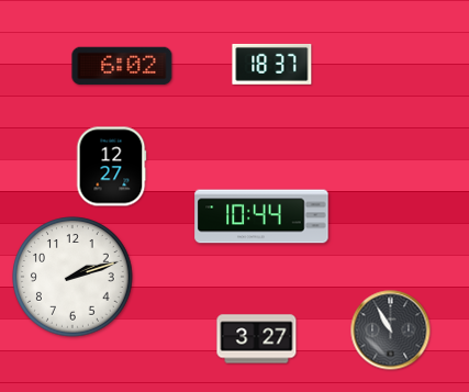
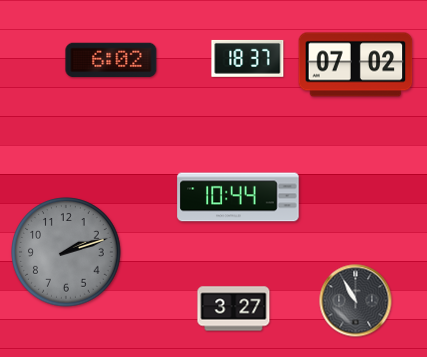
clock at (356, 65): none -> 07:02
clock at (111, 167): 12:27 -> none
clock at (72, 277) dial: white -> grey
